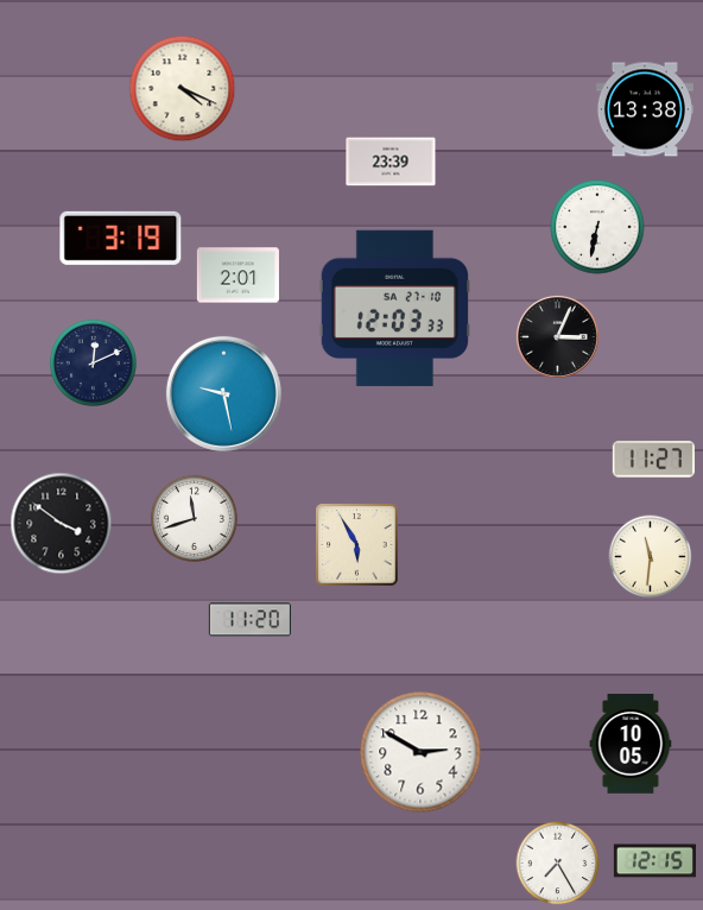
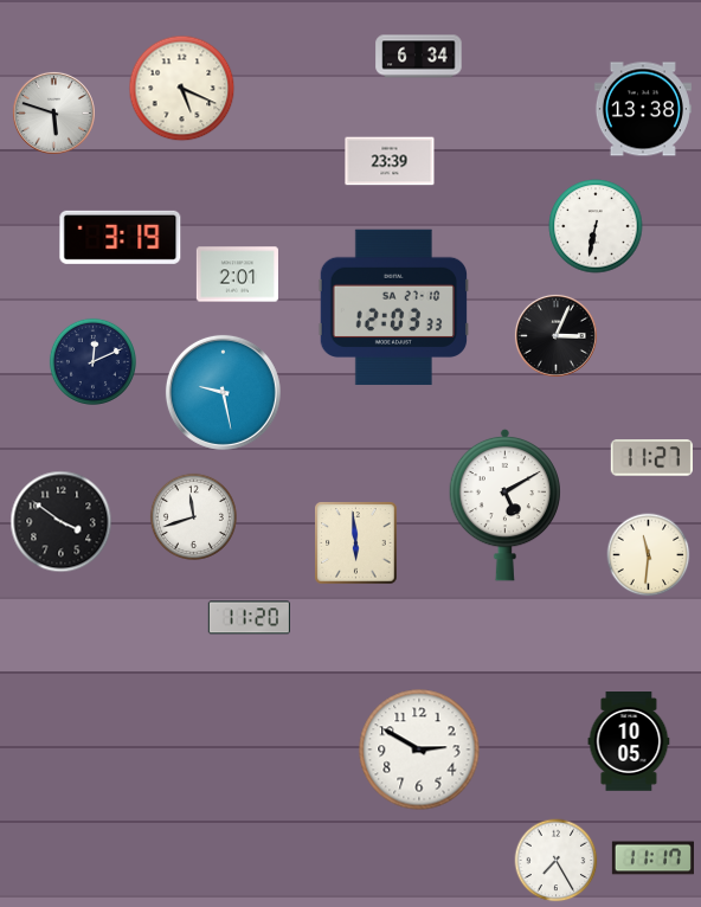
clock at (419, 57): none -> 6:34
clock at (183, 89): 4:19 -> 5:19
clock at (53, 112): none -> 5:48
clock at (506, 504): none -> 5:10
clock at (357, 545): 5:55 -> 5:59
clock at (654, 861): 12:15 -> 11:17
